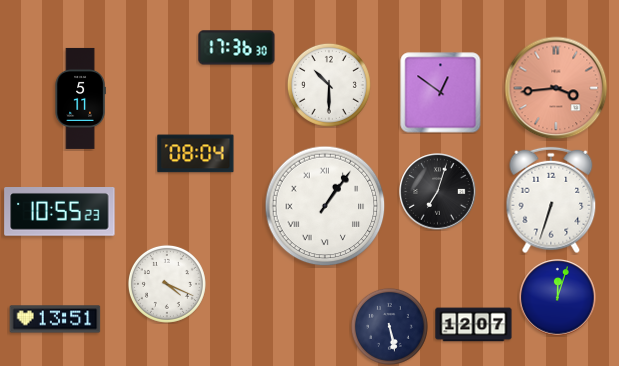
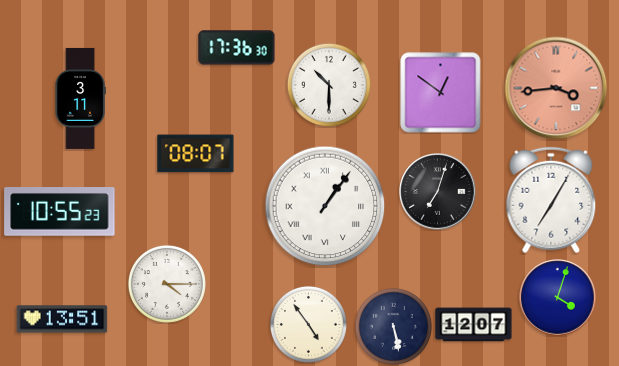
clock at (80, 98): 5:11 -> 3:11
clock at (196, 154): 08:04 -> 08:07
clock at (551, 200): 6:33 -> 7:05
clock at (167, 284): 4:19 -> 4:15
clock at (558, 298): 12:03 -> 4:03
clock at (55, 319) position: (55, 319) -> (62, 319)
clock at (308, 324): none -> 4:54
clock at (389, 326) position: (389, 326) -> (393, 326)
